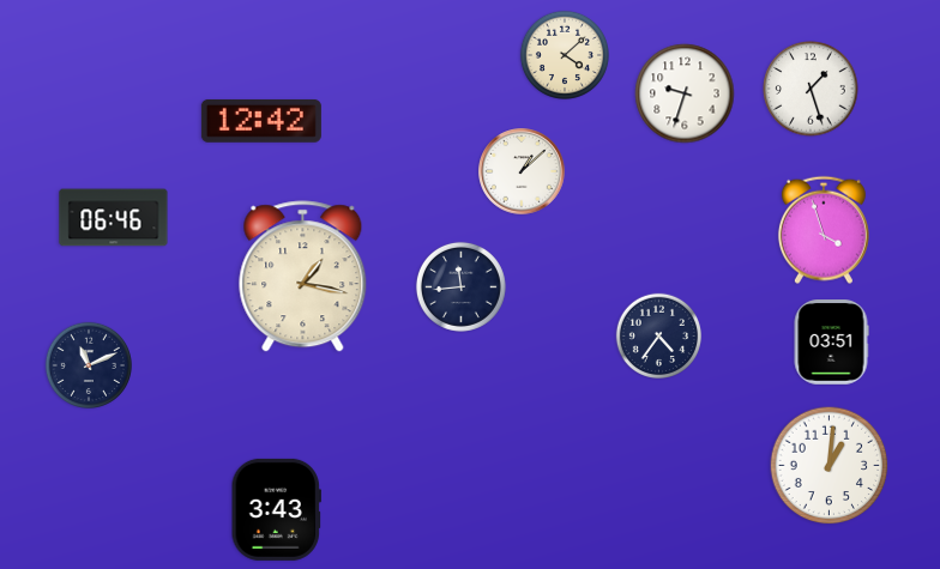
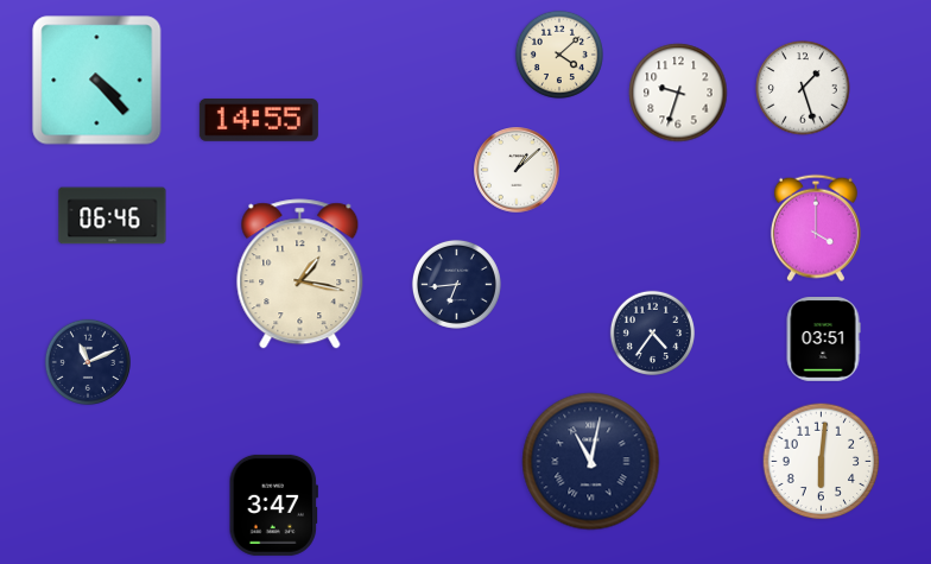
clock at (97, 81): none -> 4:23
clock at (261, 121): 12:42 -> 14:55
clock at (824, 230): 3:57 -> 4:00
clock at (460, 286): 11:44 -> 6:44
clock at (591, 462): none -> 11:02
clock at (830, 466): 1:01 -> 6:01
clock at (276, 509): 3:43 -> 3:47
